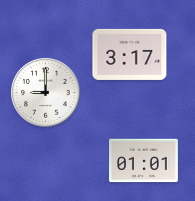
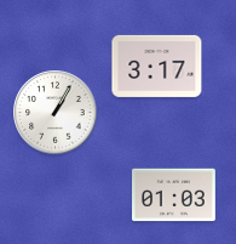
clock at (46, 93): 9:00 -> 1:05
clock at (144, 161): 01:01 -> 01:03
